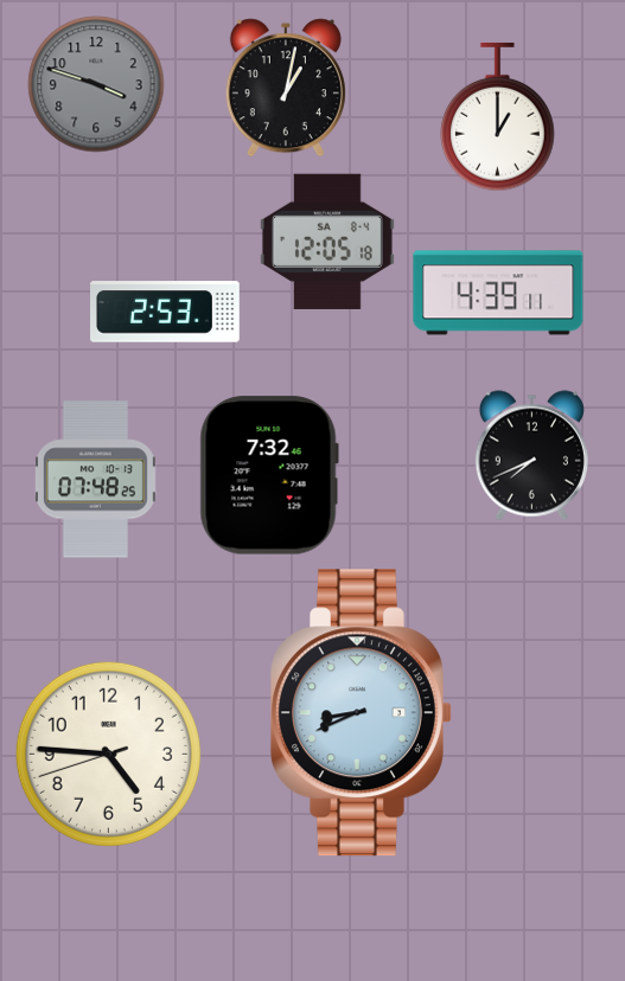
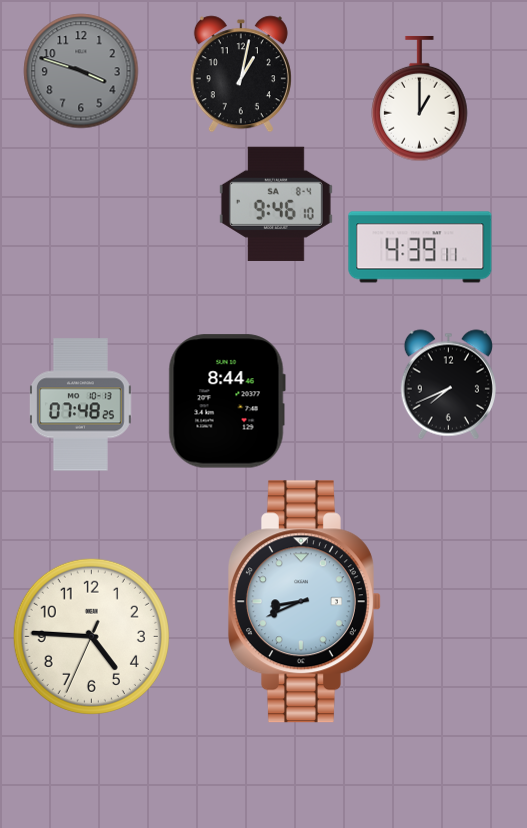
clock at (327, 242): 12:05 -> 9:46
clock at (166, 312): 2:53 -> none
clock at (269, 475): 7:32 -> 8:44
clock at (108, 754): 4:45:42 -> 4:45:34
